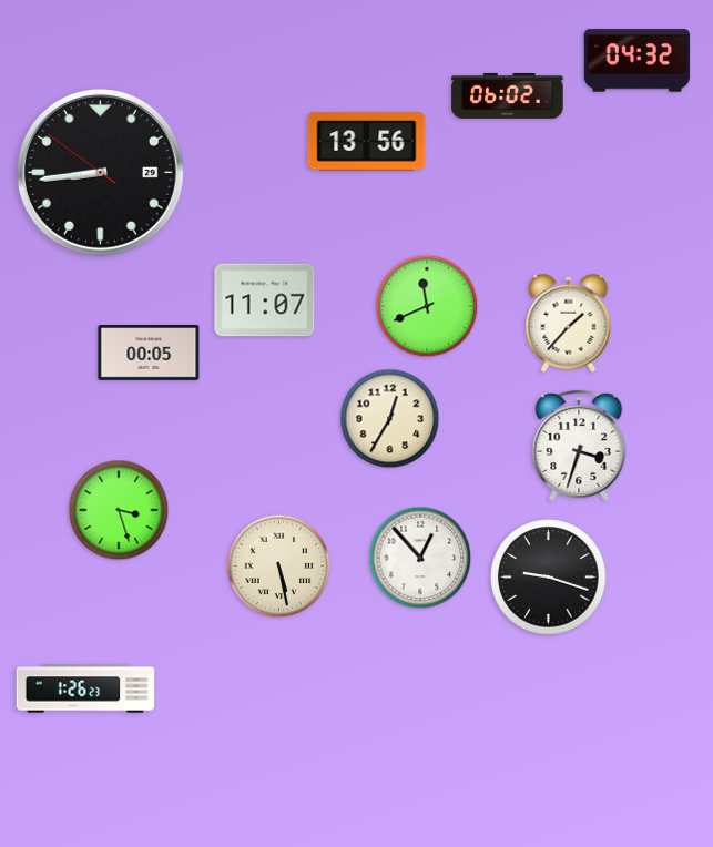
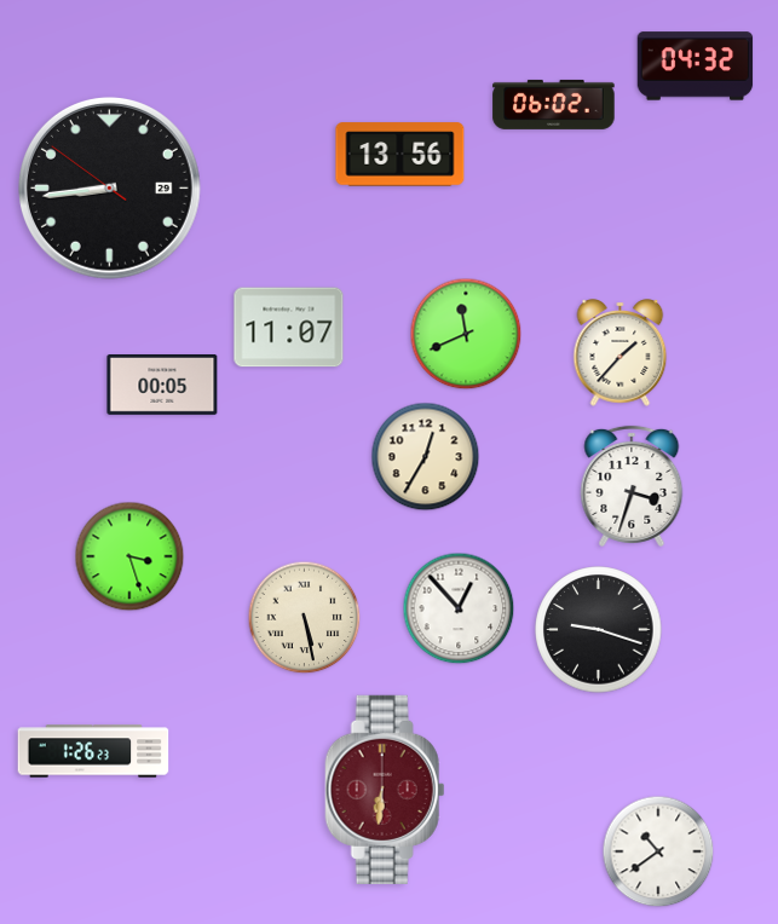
clock at (385, 790): none -> 6:31
clock at (658, 851): none -> 10:39
